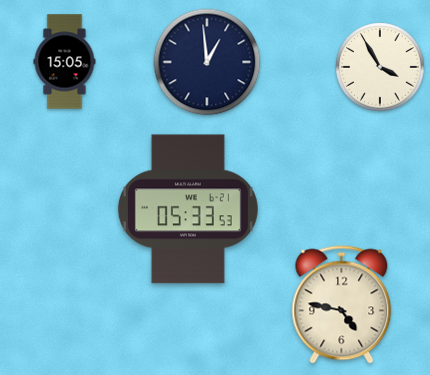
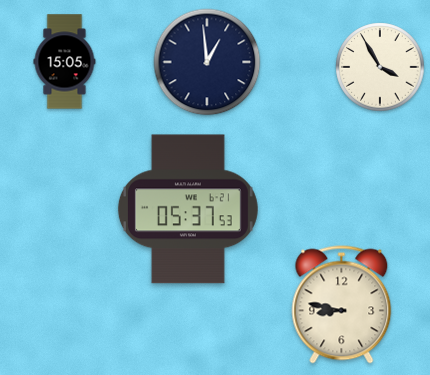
clock at (188, 209): 05:33 -> 05:37
clock at (342, 305): 4:47 -> 8:47
